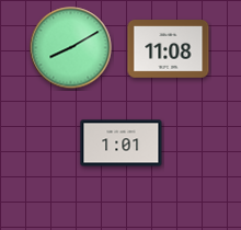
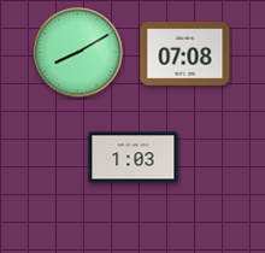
clock at (169, 49): 11:08 -> 07:08
clock at (122, 143): 1:01 -> 1:03
